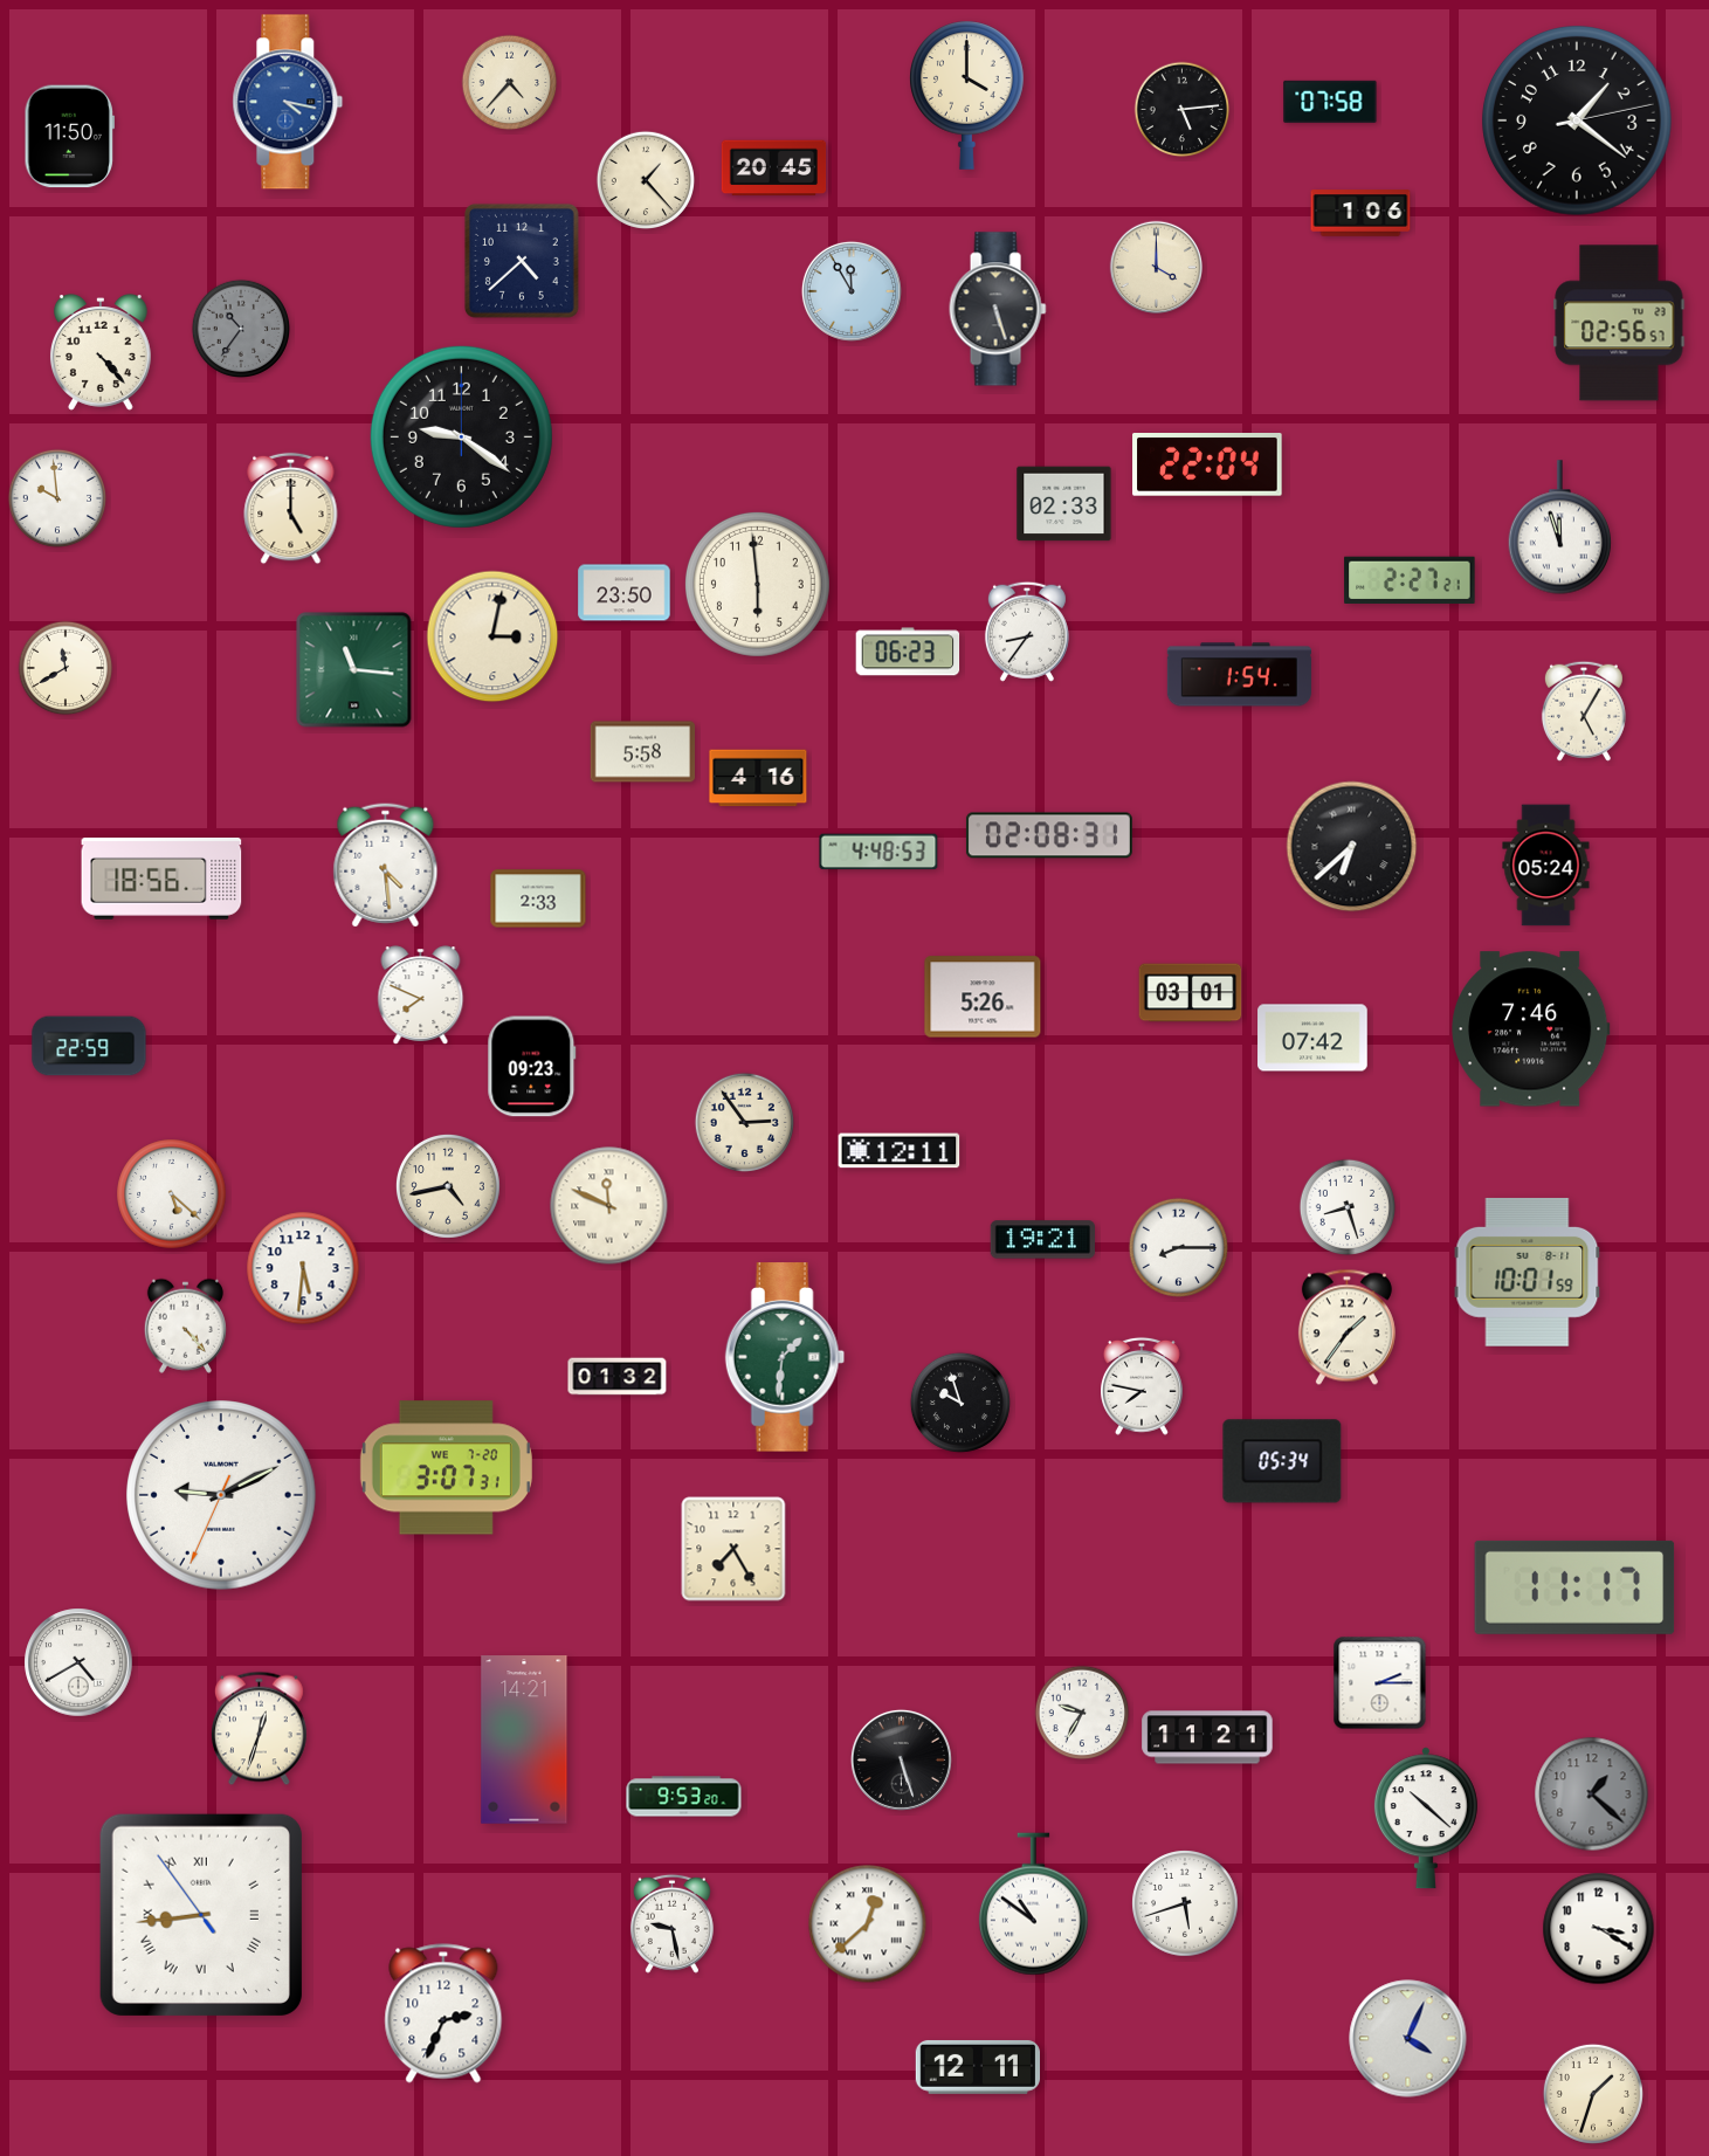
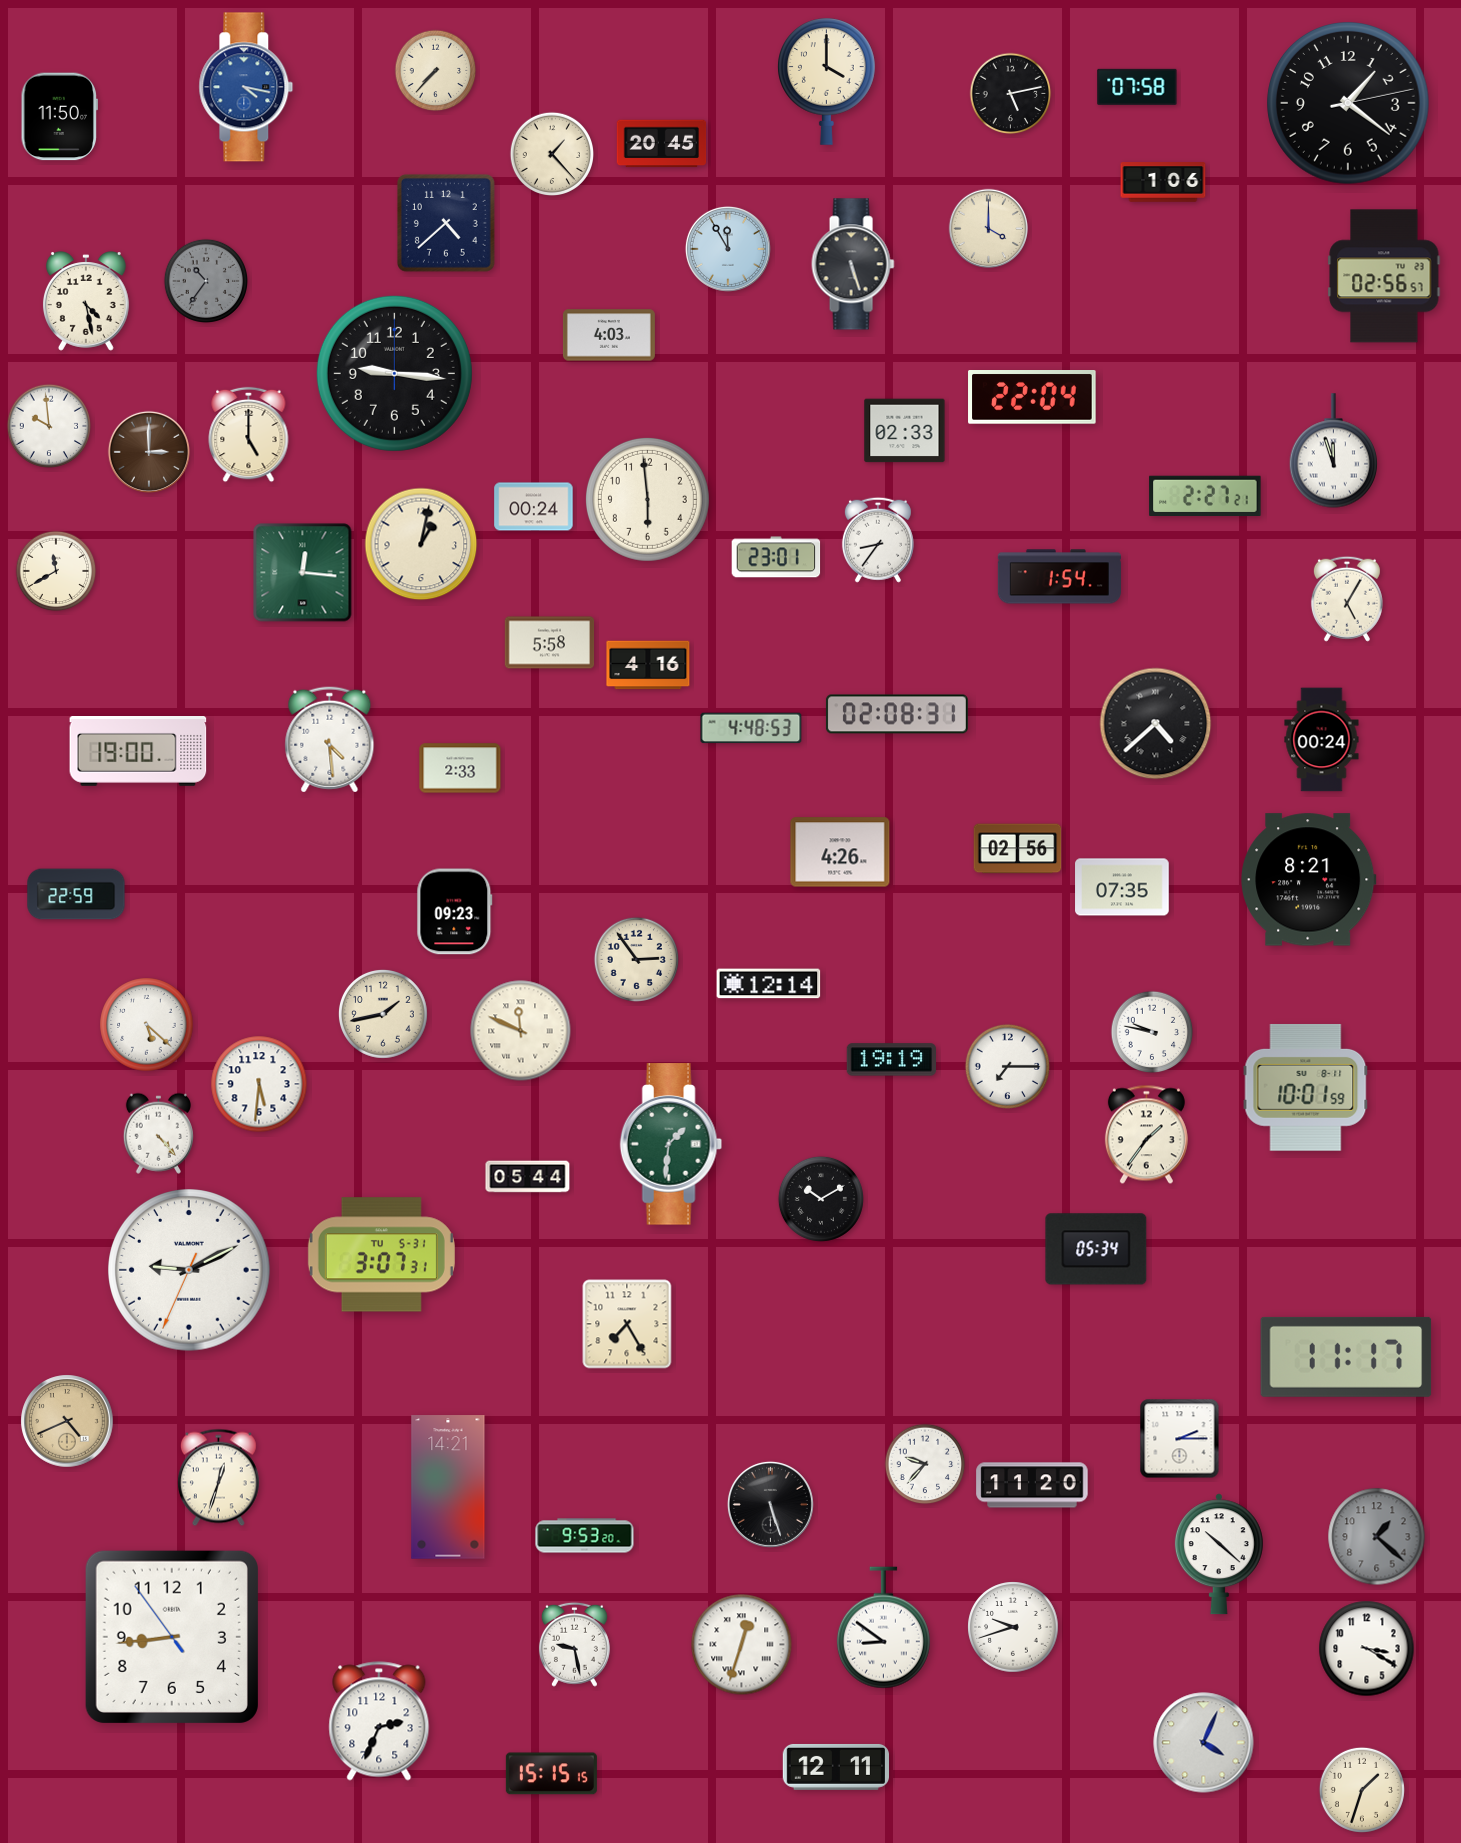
clock at (510, 83): 4:37 -> 7:37
clock at (1183, 110): 5:14 -> 5:13
clock at (101, 352): 4:23 -> 4:28
clock at (609, 335): none -> 4:03
clock at (461, 436): 9:21 -> 9:16
clock at (1064, 504) position: (1064, 504) -> (905, 431)
clock at (149, 452): none -> 3:00
clock at (625, 593): 23:50 -> 00:24
clock at (492, 636): 3:02 -> 1:02
clock at (908, 652): 06:23 -> 23:01
clock at (354, 670): 11:16 -> 12:16
clock at (1584, 711) position: (1584, 711) -> (1347, 599)
clock at (1352, 847): 6:38 -> 4:38
clock at (1546, 866): 05:24 -> 00:24
clock at (161, 880): 18:56 -> 19:00
clock at (1191, 993): 03:01 -> 02:56
clock at (421, 994): 7:49 -> none
clock at (983, 997): 5:26 -> 4:26
clock at (1531, 1029): 7:46 -> 8:21
clock at (1312, 1038): 07:42 -> 07:35
clock at (900, 1151): 12:11 -> 12:14
clock at (448, 1186): 4:43 -> 1:43
clock at (172, 1194) position: (172, 1194) -> (147, 1025)
clock at (1348, 1207): 8:27 -> 9:47
clock at (1042, 1240): 19:21 -> 19:19
clock at (1178, 1247): 8:15 -> 7:15
clock at (1346, 1328) position: (1346, 1328) -> (1146, 1135)
clock at (785, 1357) position: (785, 1357) -> (671, 1144)
clock at (618, 1377): 01:32 -> 05:44
clock at (1143, 1386): 7:47 -> none
clock at (960, 1403): 9:57 -> 10:10
clock at (446, 1468) date: WE 7-20 -> TU 5-31
clock at (221, 1495) position: (221, 1495) -> (189, 1270)
clock at (78, 1662): 4:40 -> 4:41
clock at (78, 1662) dial: white -> champagne
clock at (1082, 1713): 9:35 -> 9:37
clock at (259, 1729) position: (259, 1729) -> (218, 1478)
clock at (1207, 1737): 11:21 -> 11:20
clock at (1592, 1795) position: (1592, 1795) -> (1377, 1537)
clock at (1185, 1903): 5:42 -> 9:42
clock at (1033, 1904): 10:51 -> 8:51
clock at (201, 1915) numerals: Roman -> Arabic
clock at (868, 1924): 12:38 -> 12:33
clock at (551, 1774): none -> 15:15
